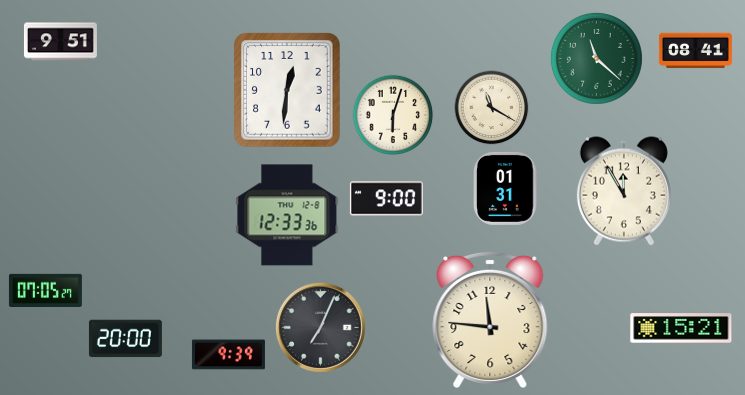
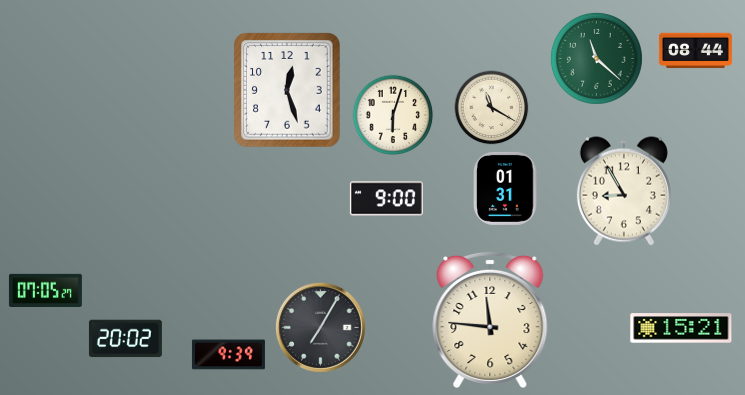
clock at (60, 42): 9:51 -> none
clock at (695, 51): 08:41 -> 08:44
clock at (287, 90): 12:31 -> 12:27
clock at (624, 191): 11:55 -> 8:55
clock at (287, 215): 12:33 -> none
clock at (320, 327): 7:04 -> 7:05
clock at (125, 339): 20:00 -> 20:02
